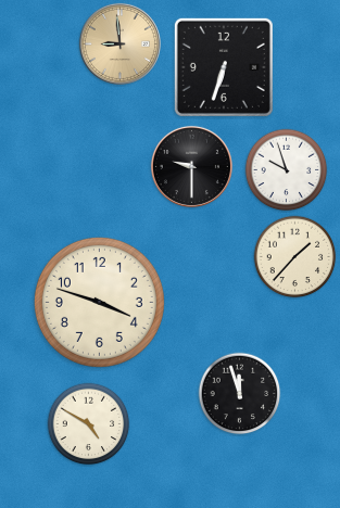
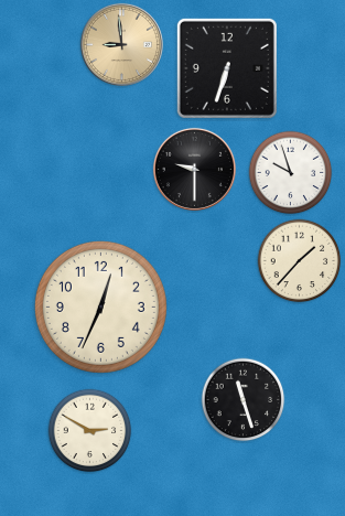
clock at (99, 302): 3:48 -> 12:34
clock at (240, 394): 11:57 -> 11:27
clock at (89, 424): 4:50 -> 2:50
